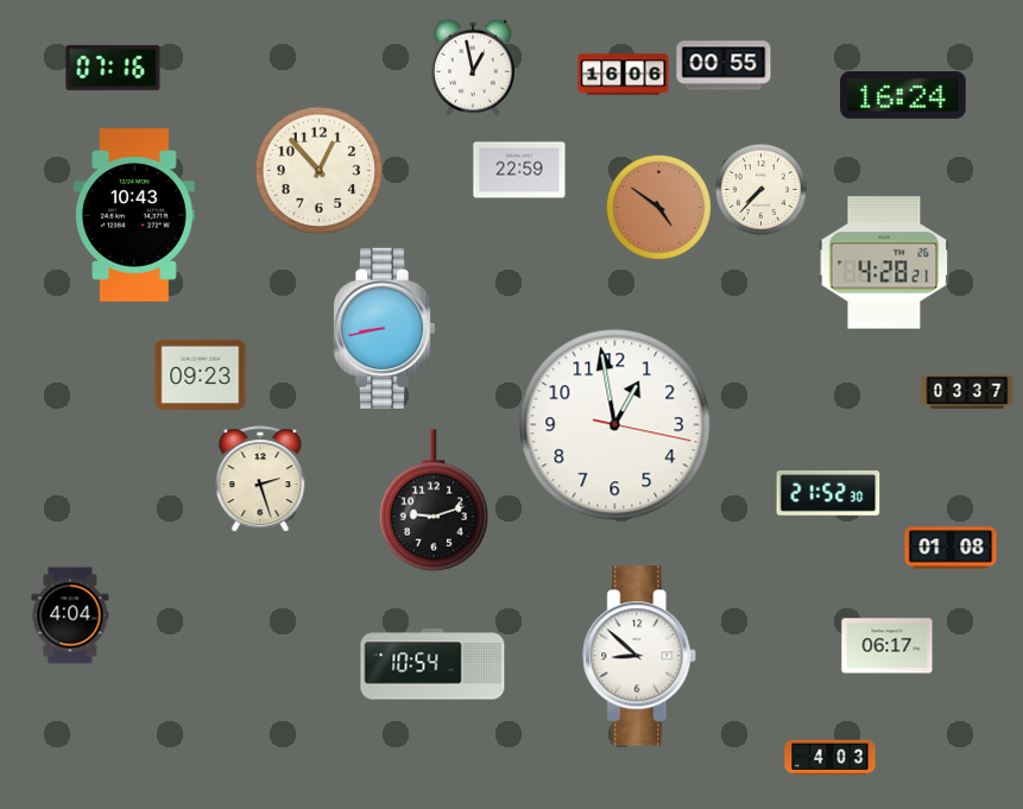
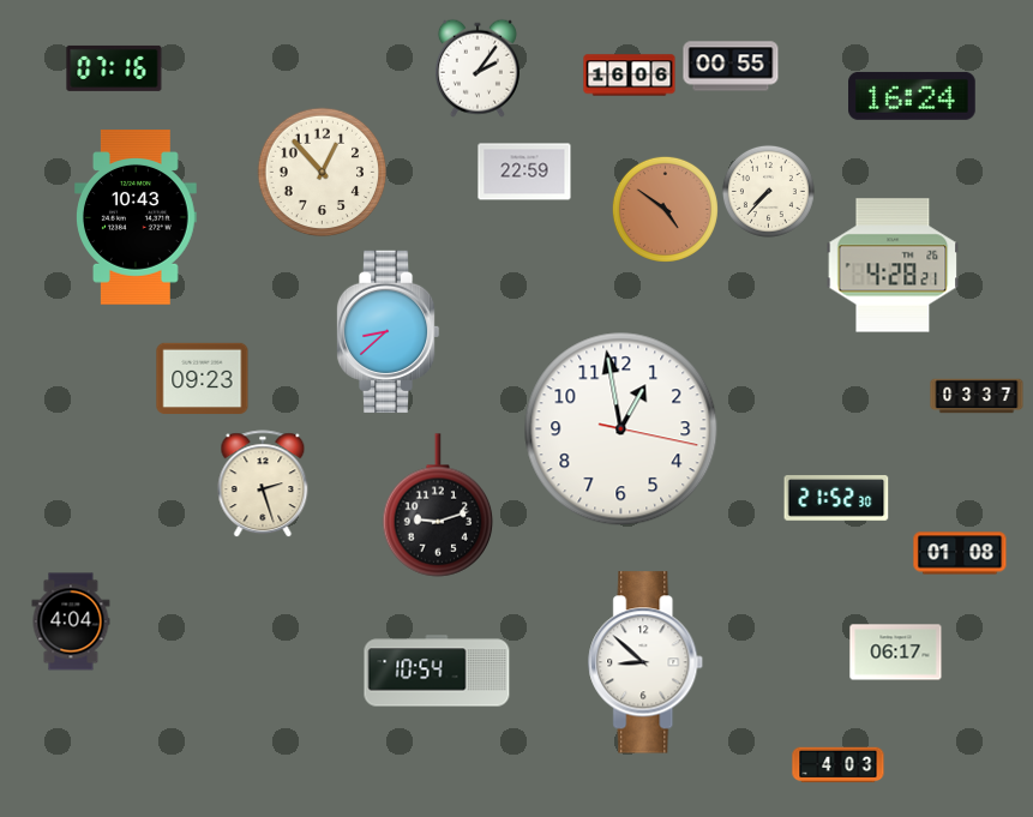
clock at (473, 68): 12:58 -> 2:06
clock at (384, 328): 8:43 -> 8:38
